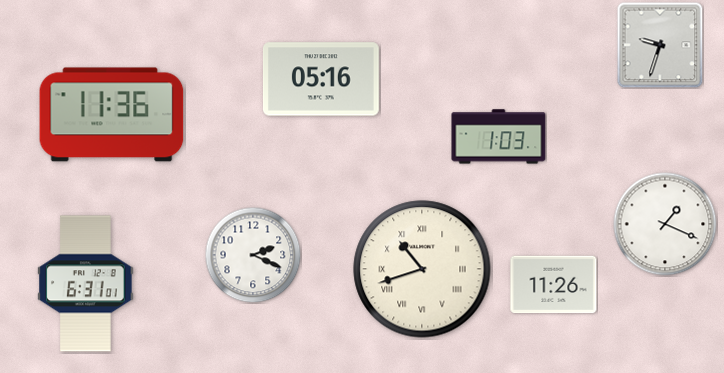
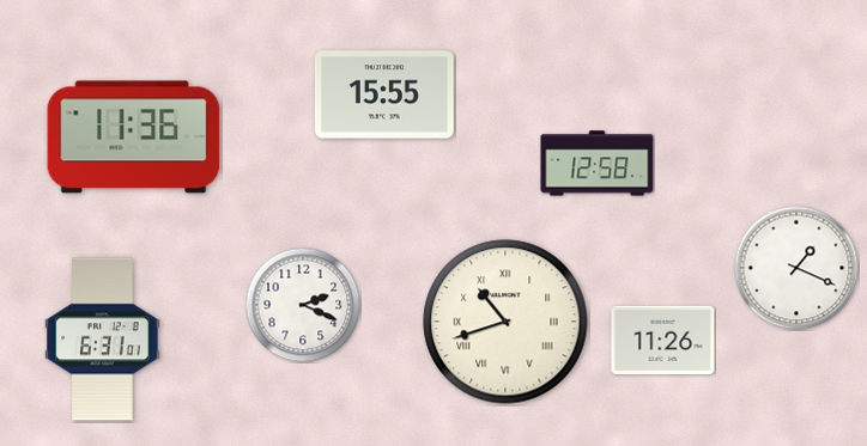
clock at (660, 45): 9:33 -> none
clock at (321, 79): 05:16 -> 15:55
clock at (499, 137): 1:03 -> 12:58
